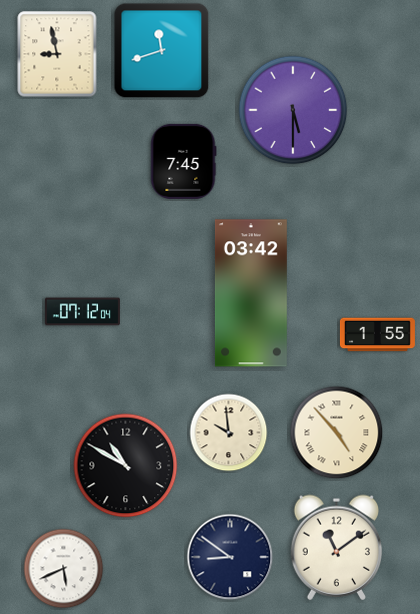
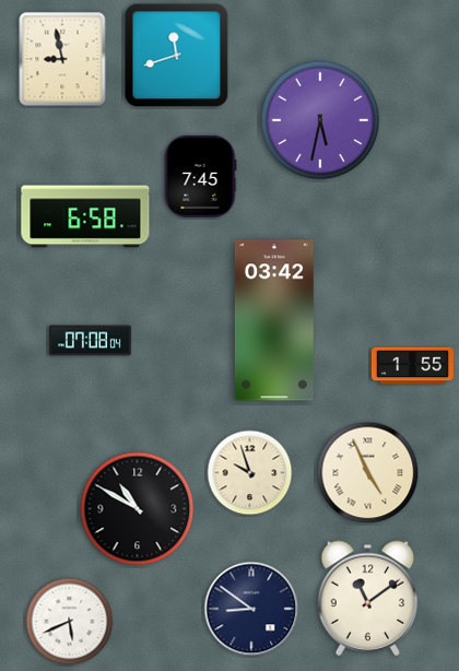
clock at (293, 110): 5:30 -> 5:32
clock at (85, 216): none -> 6:58
clock at (82, 312): 07:12 -> 07:08
clock at (229, 433): 9:59 -> 9:57
clock at (337, 433): 4:53 -> 4:56
